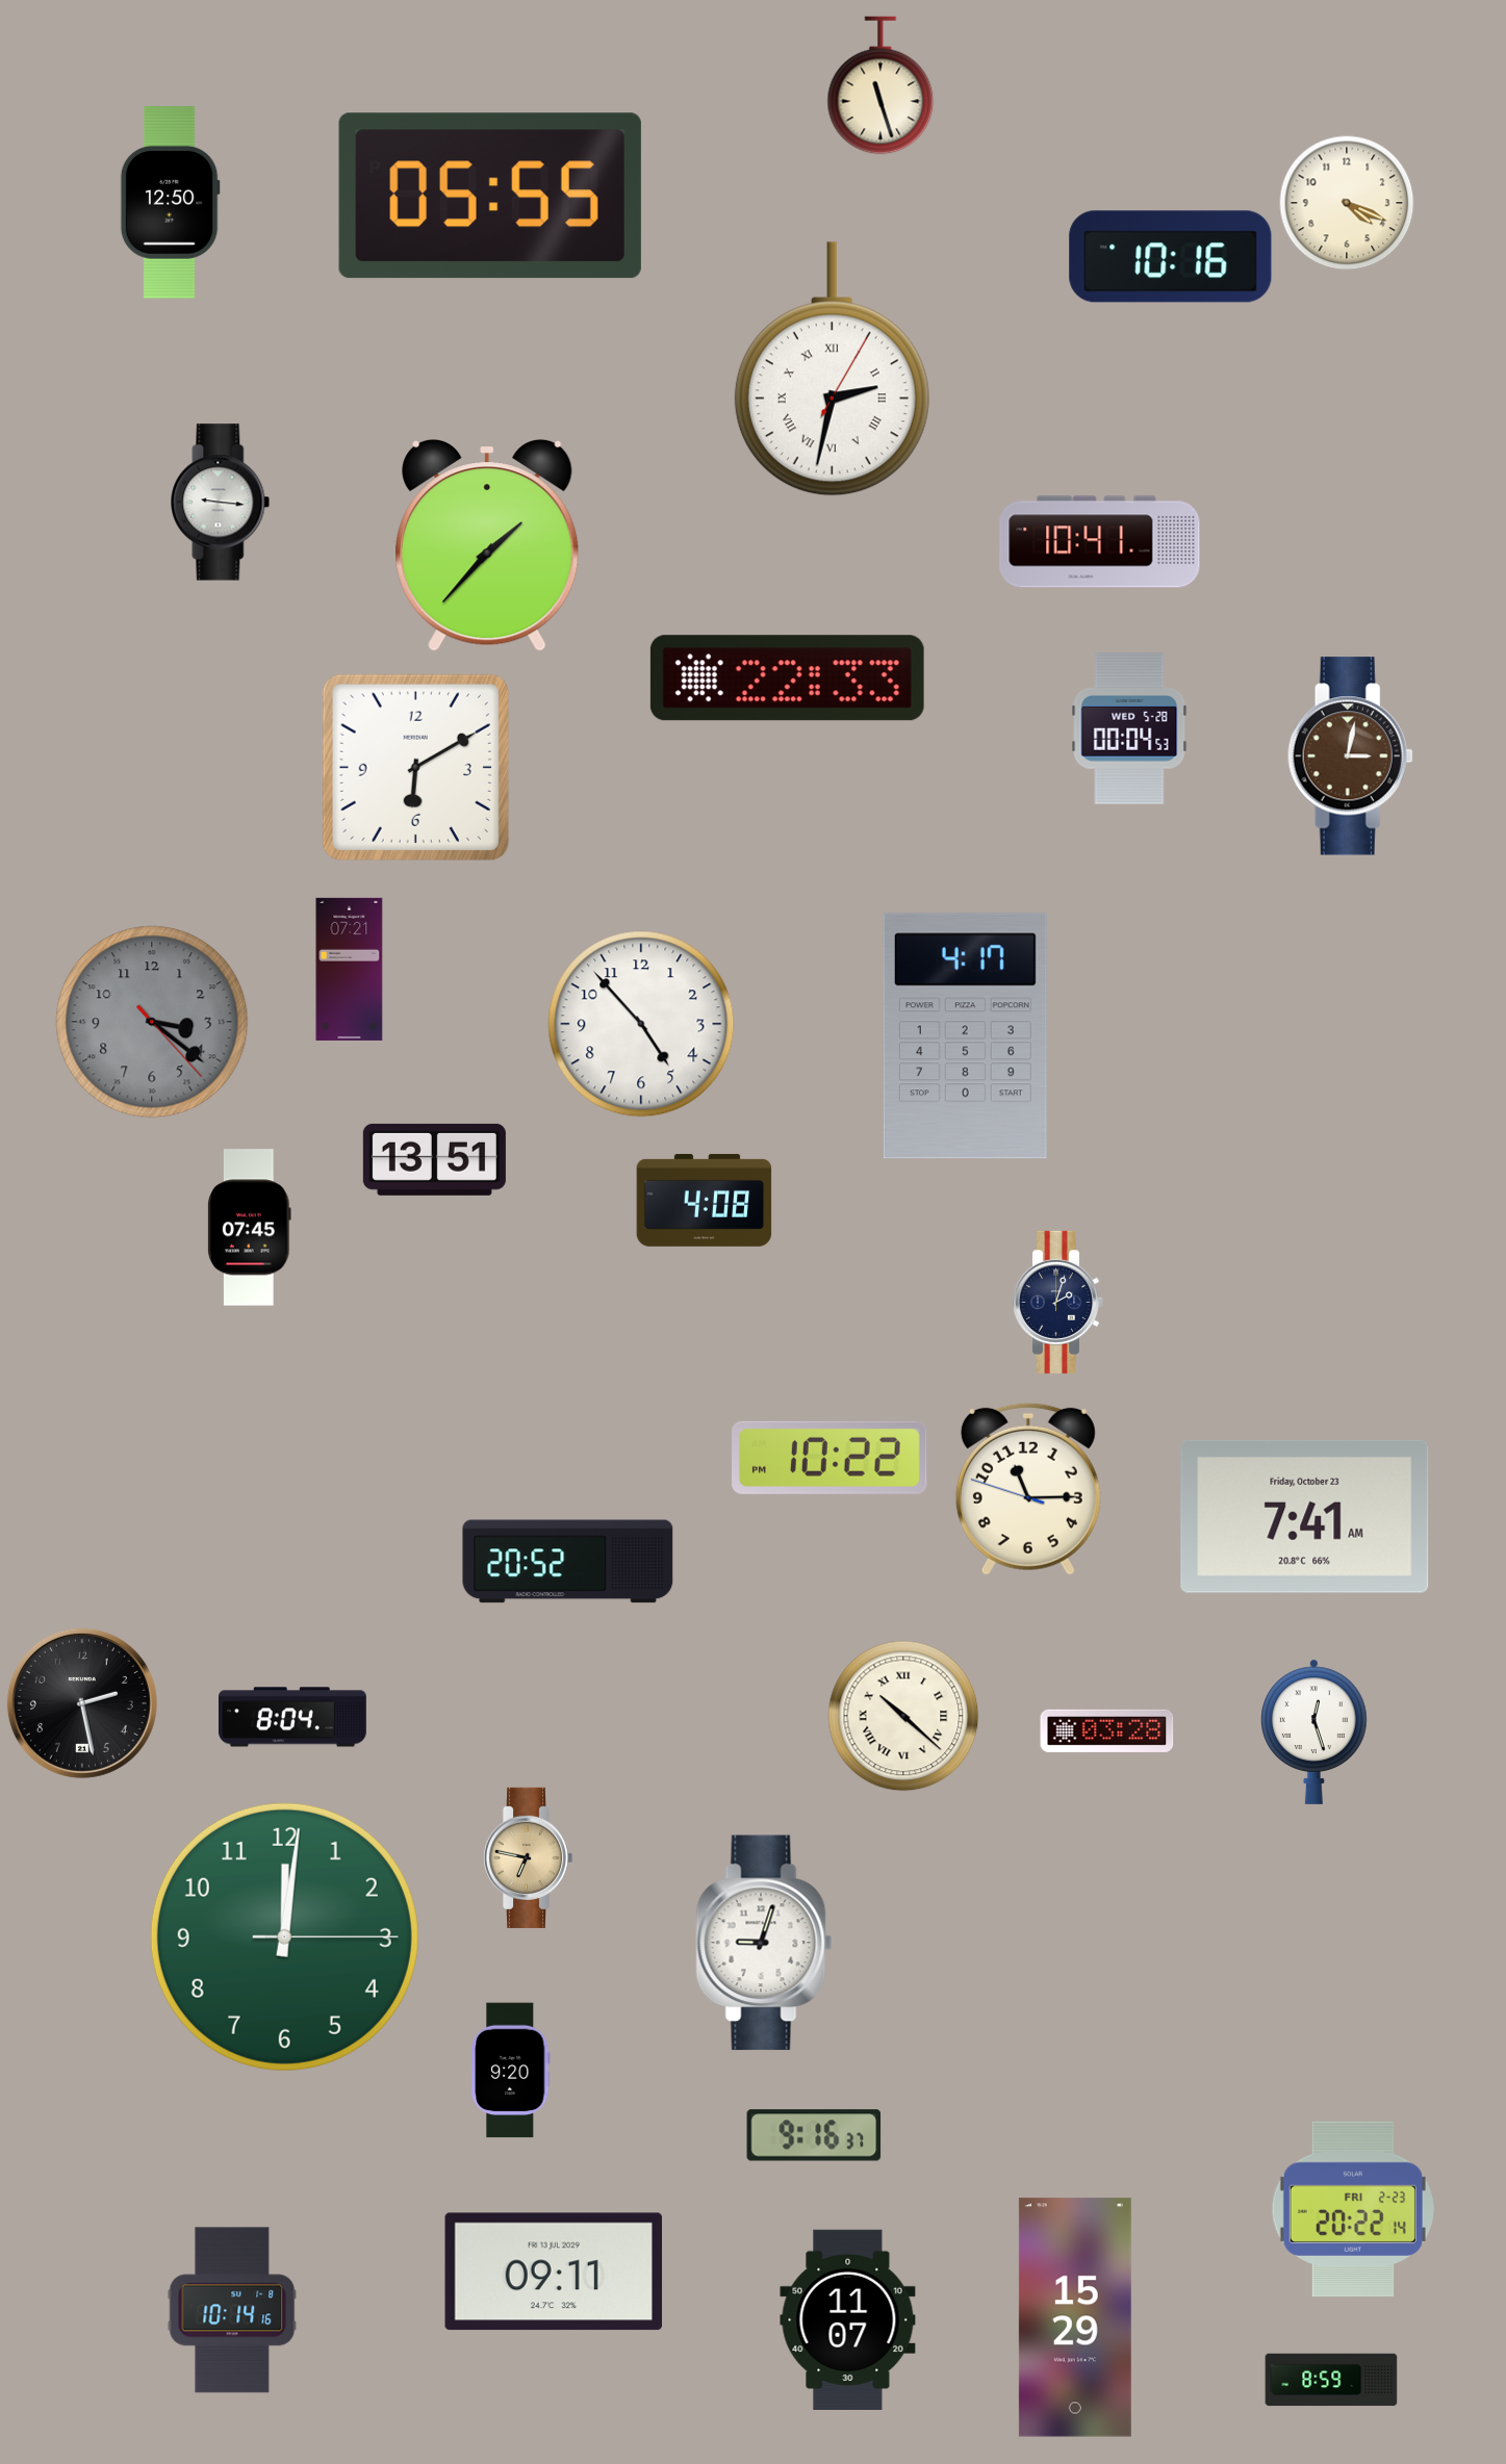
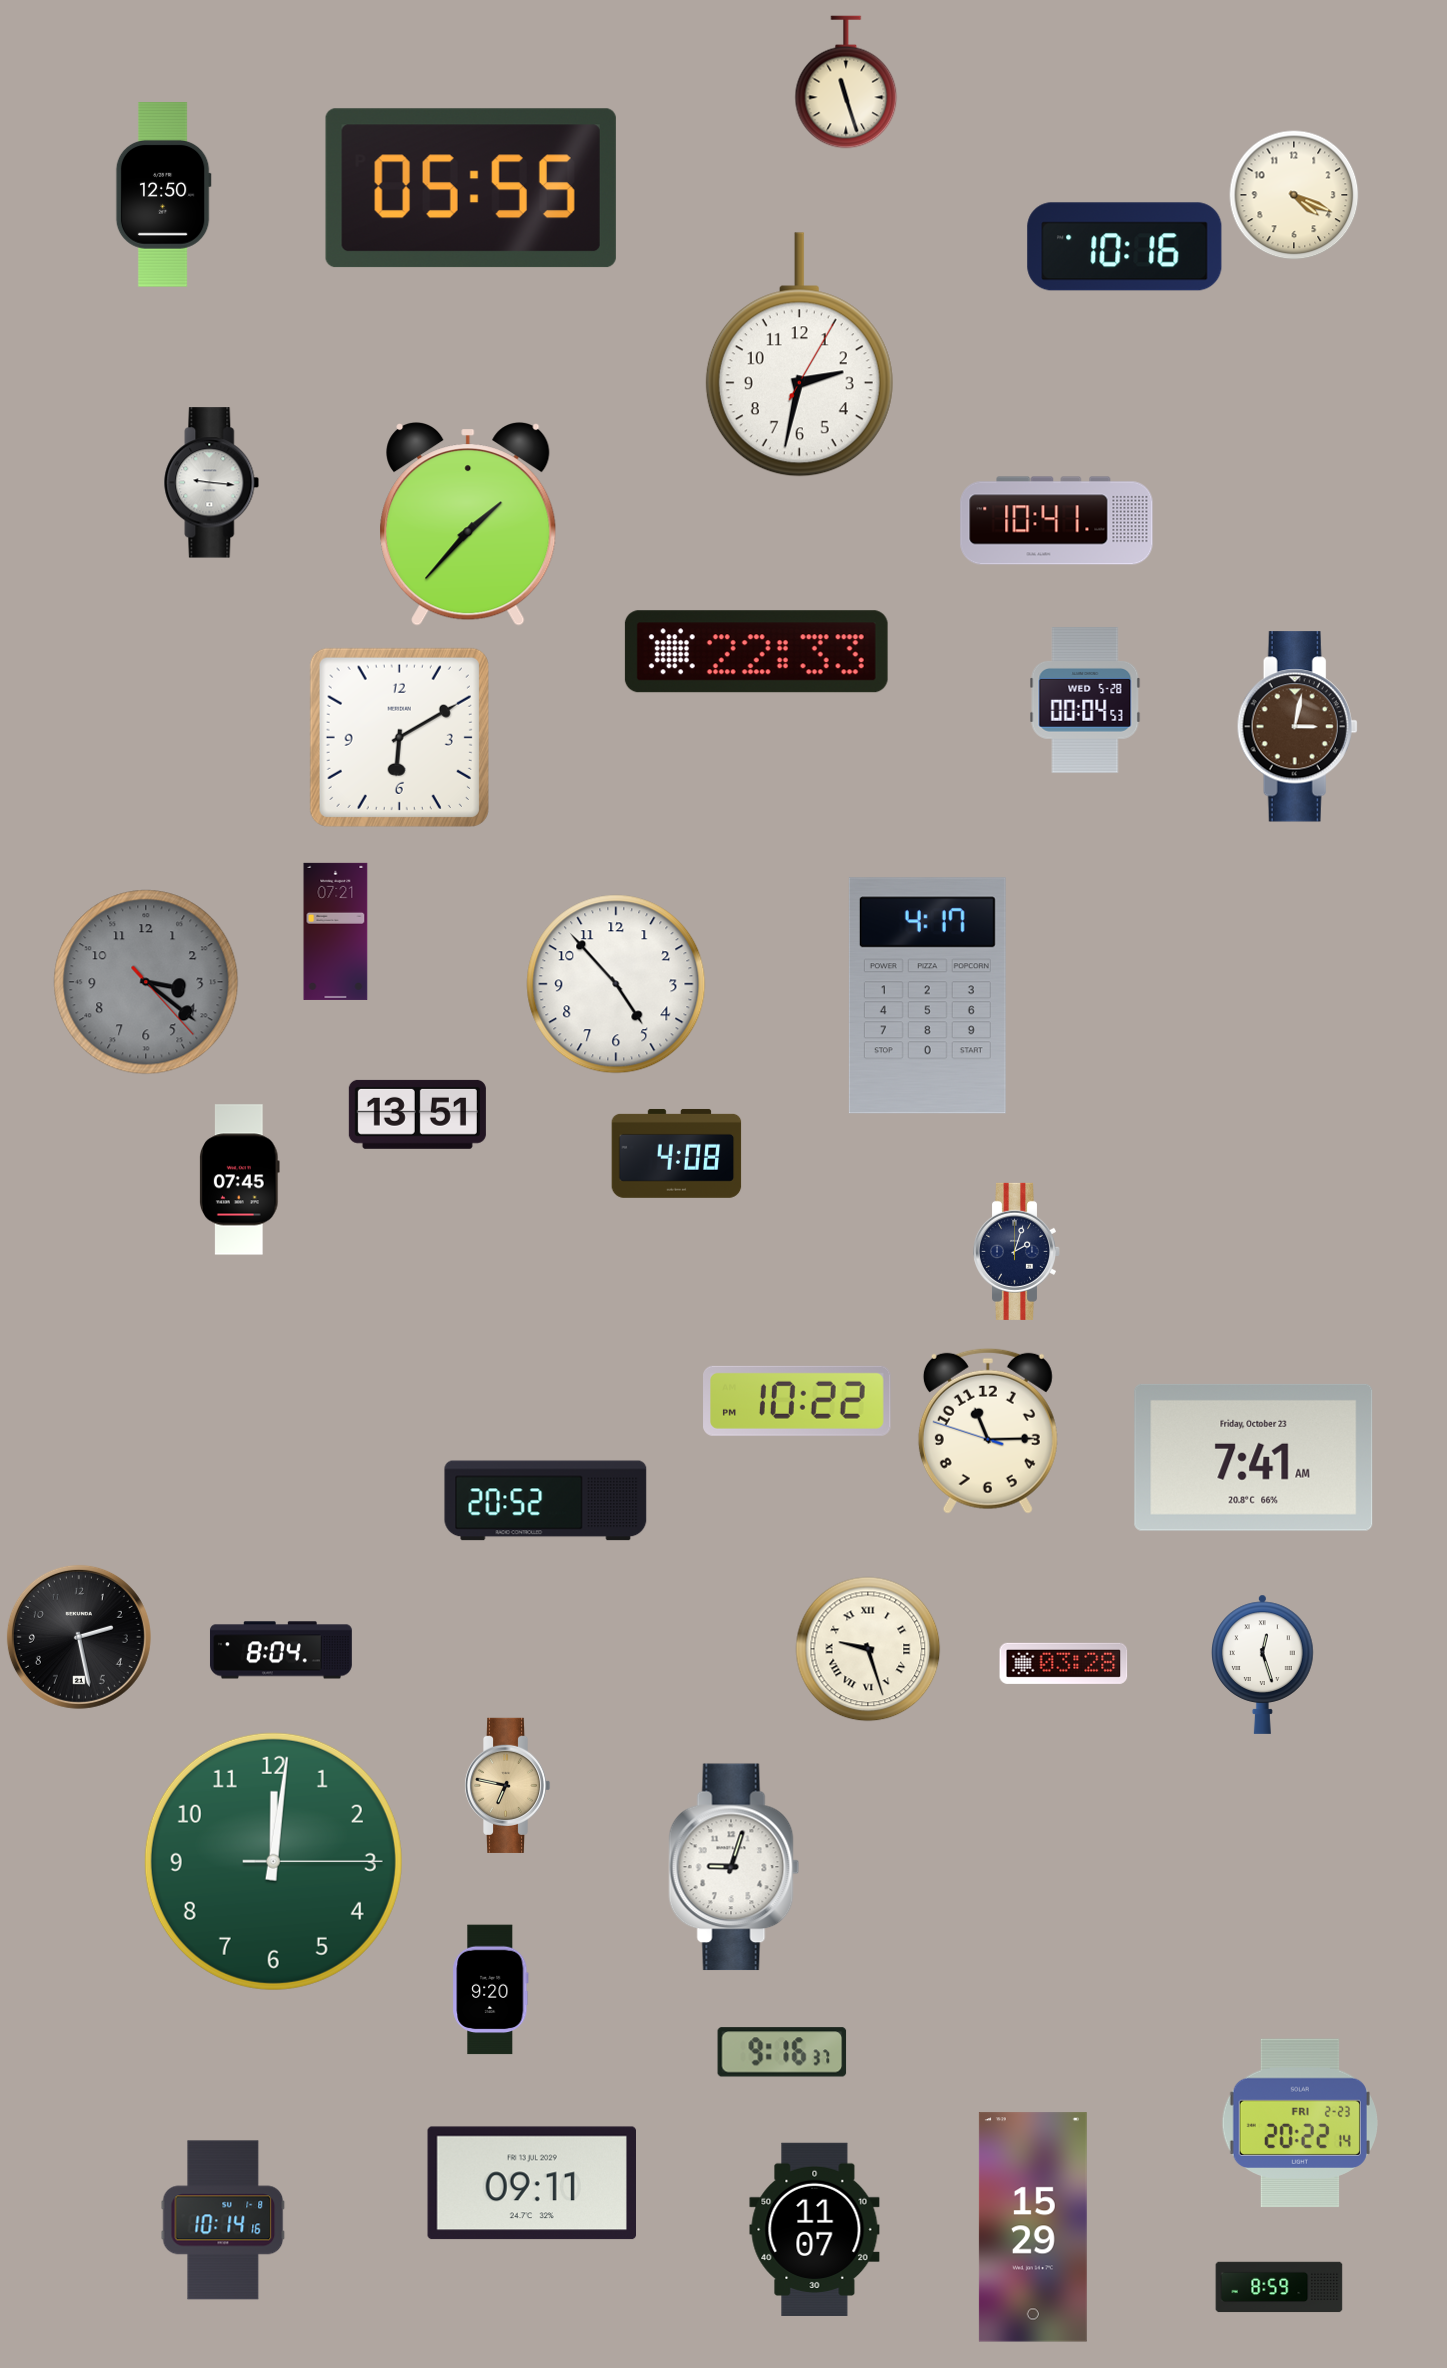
clock at (832, 369) numerals: Roman -> Arabic
clock at (903, 1716): 10:22 -> 9:27
